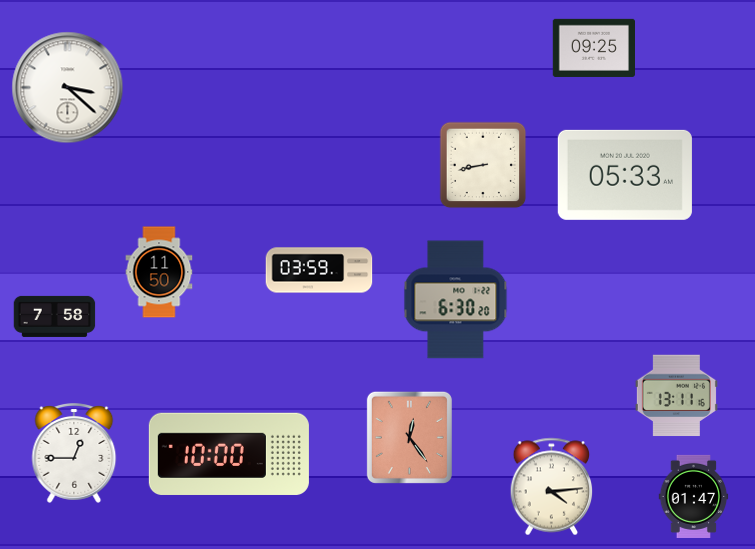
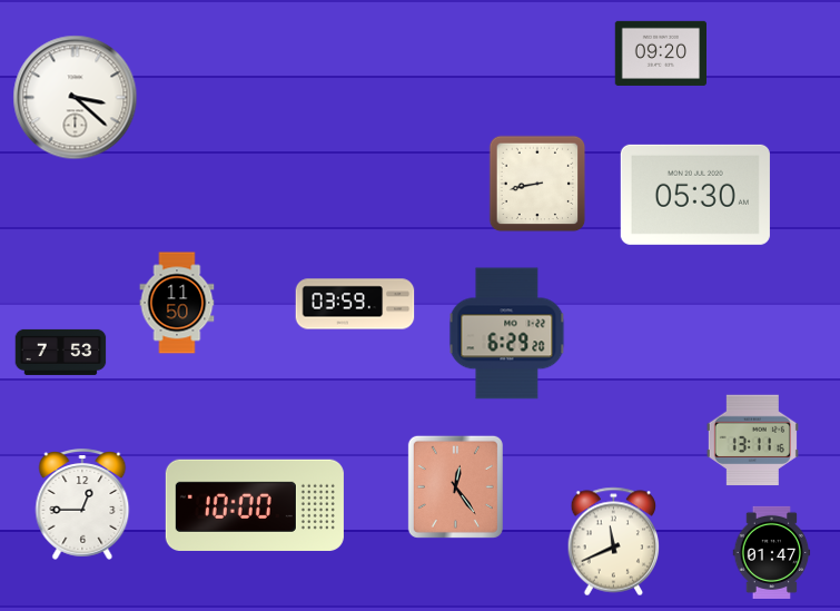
clock at (593, 48): 09:25 -> 09:20
clock at (625, 175): 05:33 -> 05:30
clock at (319, 270) position: (319, 270) -> (355, 304)
clock at (456, 300): 6:30 -> 6:29
clock at (55, 316): 7:58 -> 7:53
clock at (552, 487): 4:14 -> 11:41
